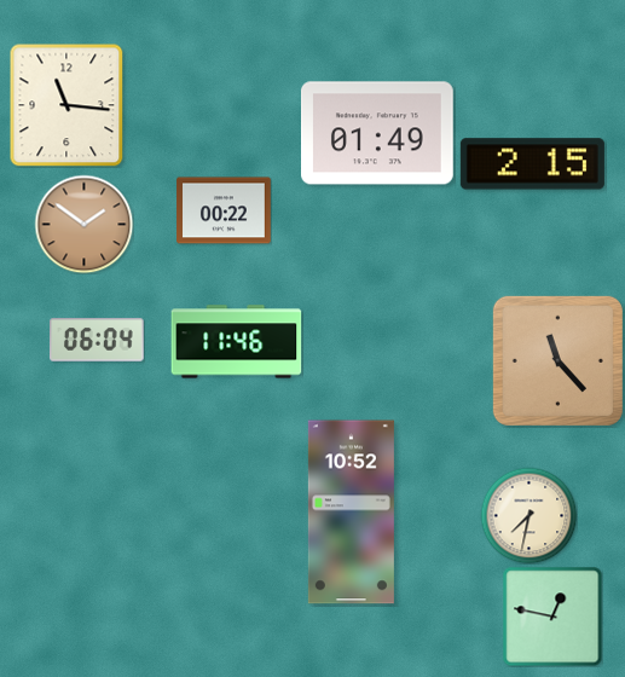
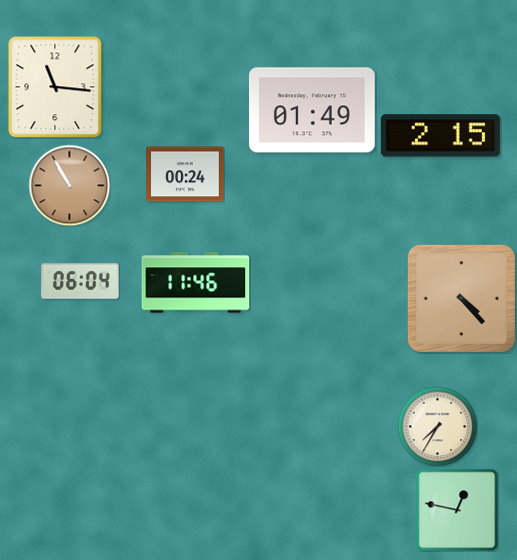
clock at (224, 210): 00:22 -> 00:24
clock at (83, 224): 1:51 -> 10:55
clock at (557, 360): 11:23 -> 4:23
clock at (351, 513): 10:52 -> none
clock at (528, 515): 7:32 -> 7:35
